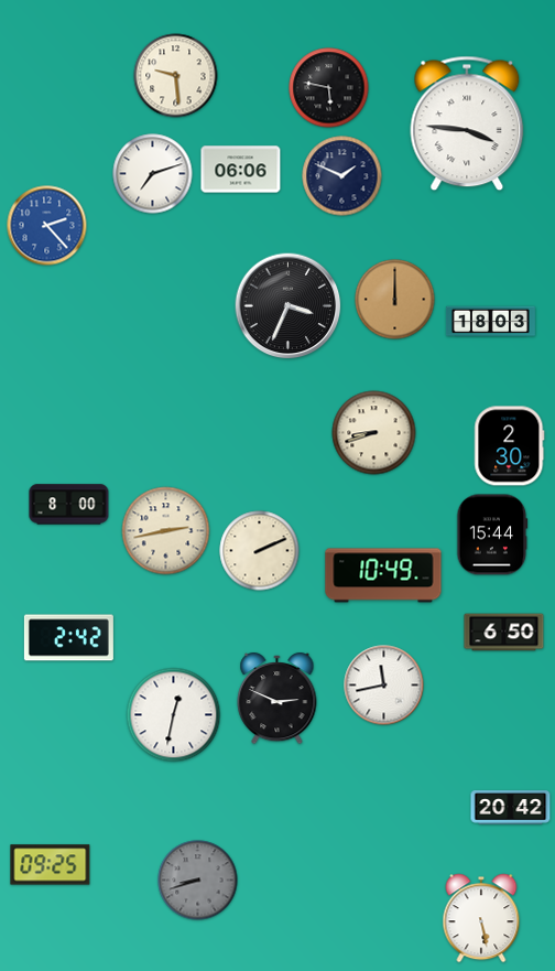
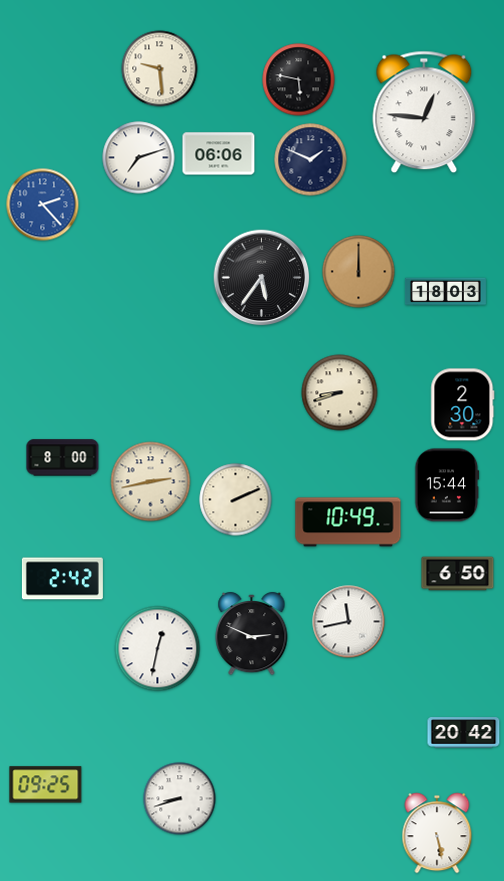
clock at (467, 123): 3:46 -> 12:46
clock at (289, 306): 3:34 -> 5:36
clock at (198, 881) dial: grey -> white
